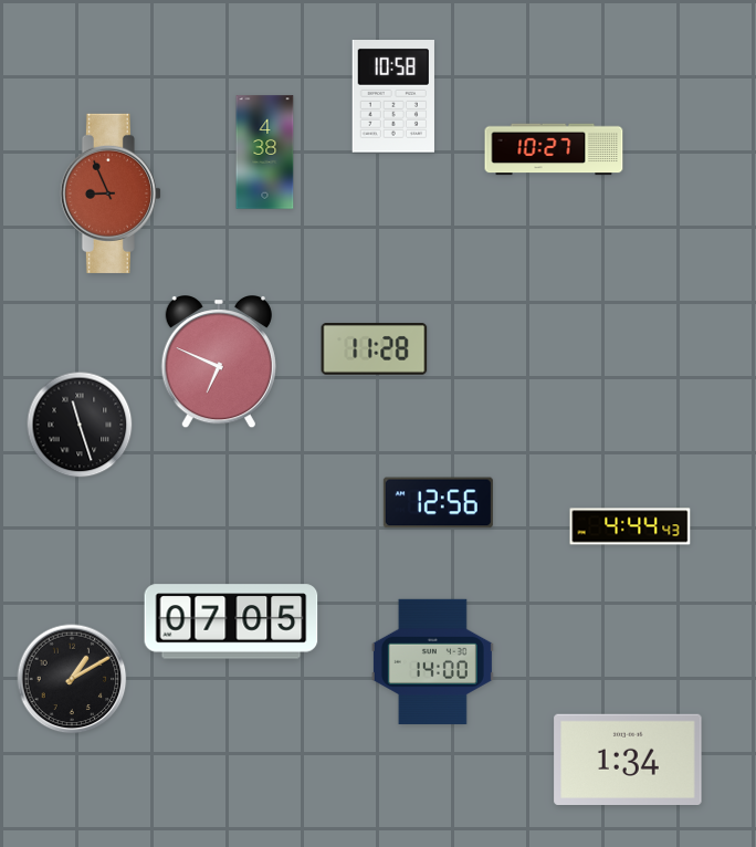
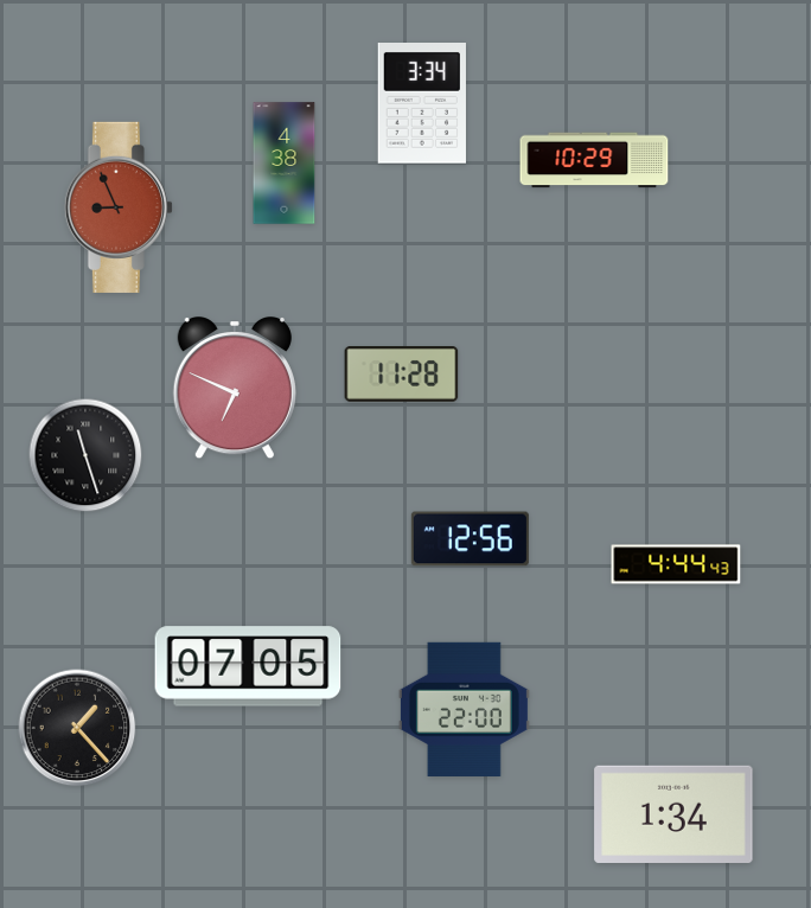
clock at (393, 97): 10:58 -> 3:34
clock at (554, 149): 10:27 -> 10:29
clock at (432, 661): 14:00 -> 22:00
clock at (72, 679): 1:10 -> 1:23
